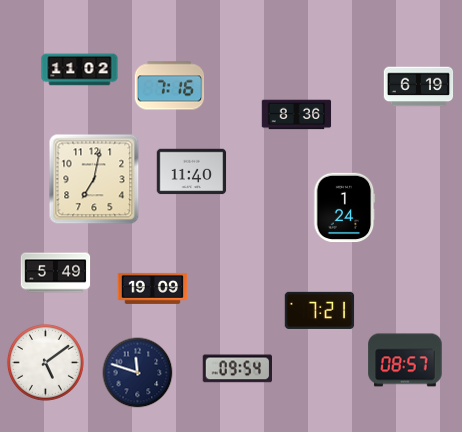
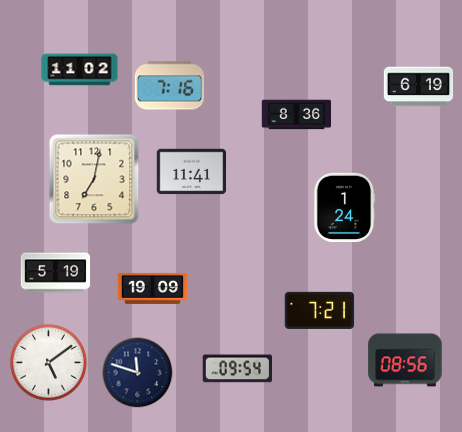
clock at (192, 172): 11:40 -> 11:41
clock at (56, 273): 5:49 -> 5:19
clock at (405, 360): 08:57 -> 08:56
clock at (45, 362) position: (45, 362) -> (48, 362)
